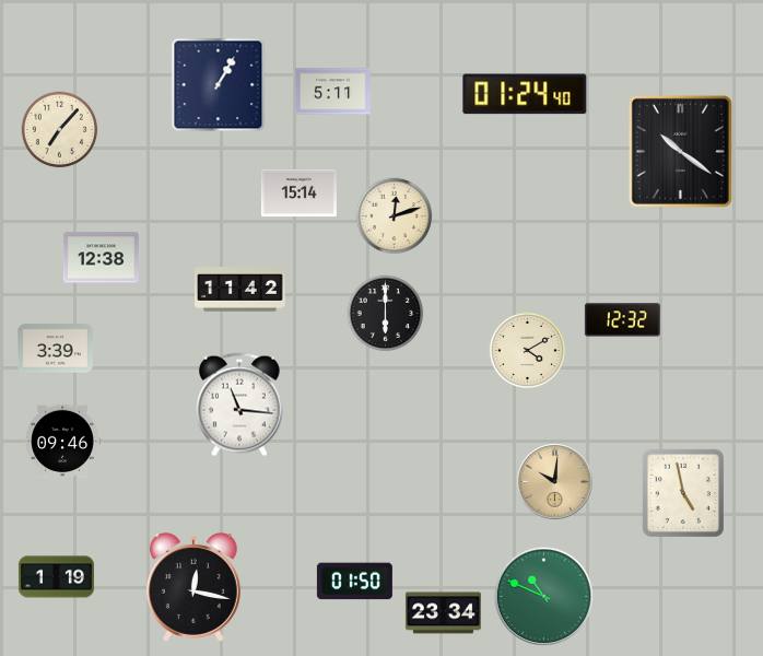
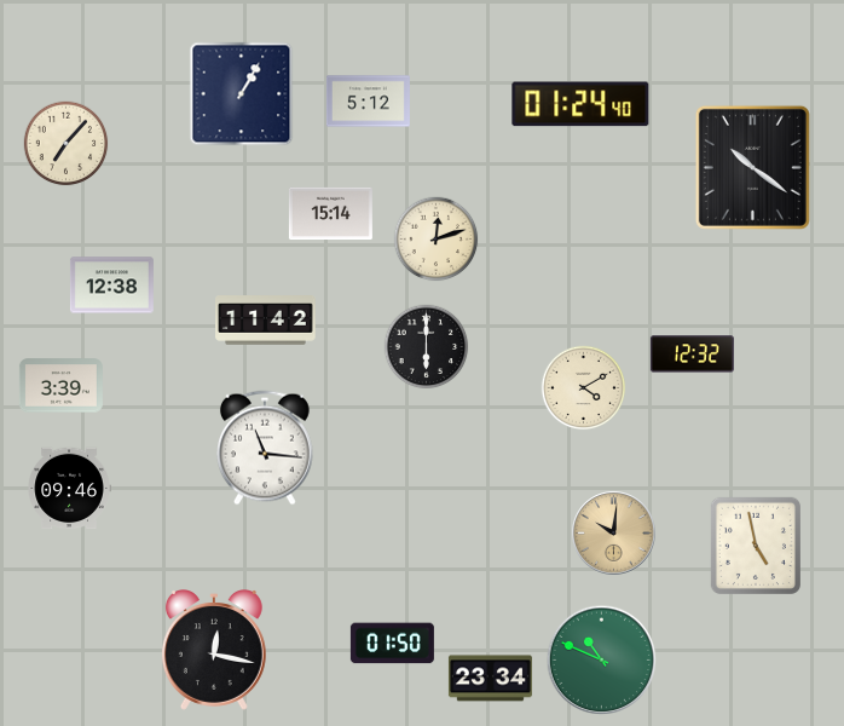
clock at (332, 92): 5:11 -> 5:12
clock at (622, 320) position: (622, 320) -> (692, 355)
clock at (56, 577): 1:19 -> none
